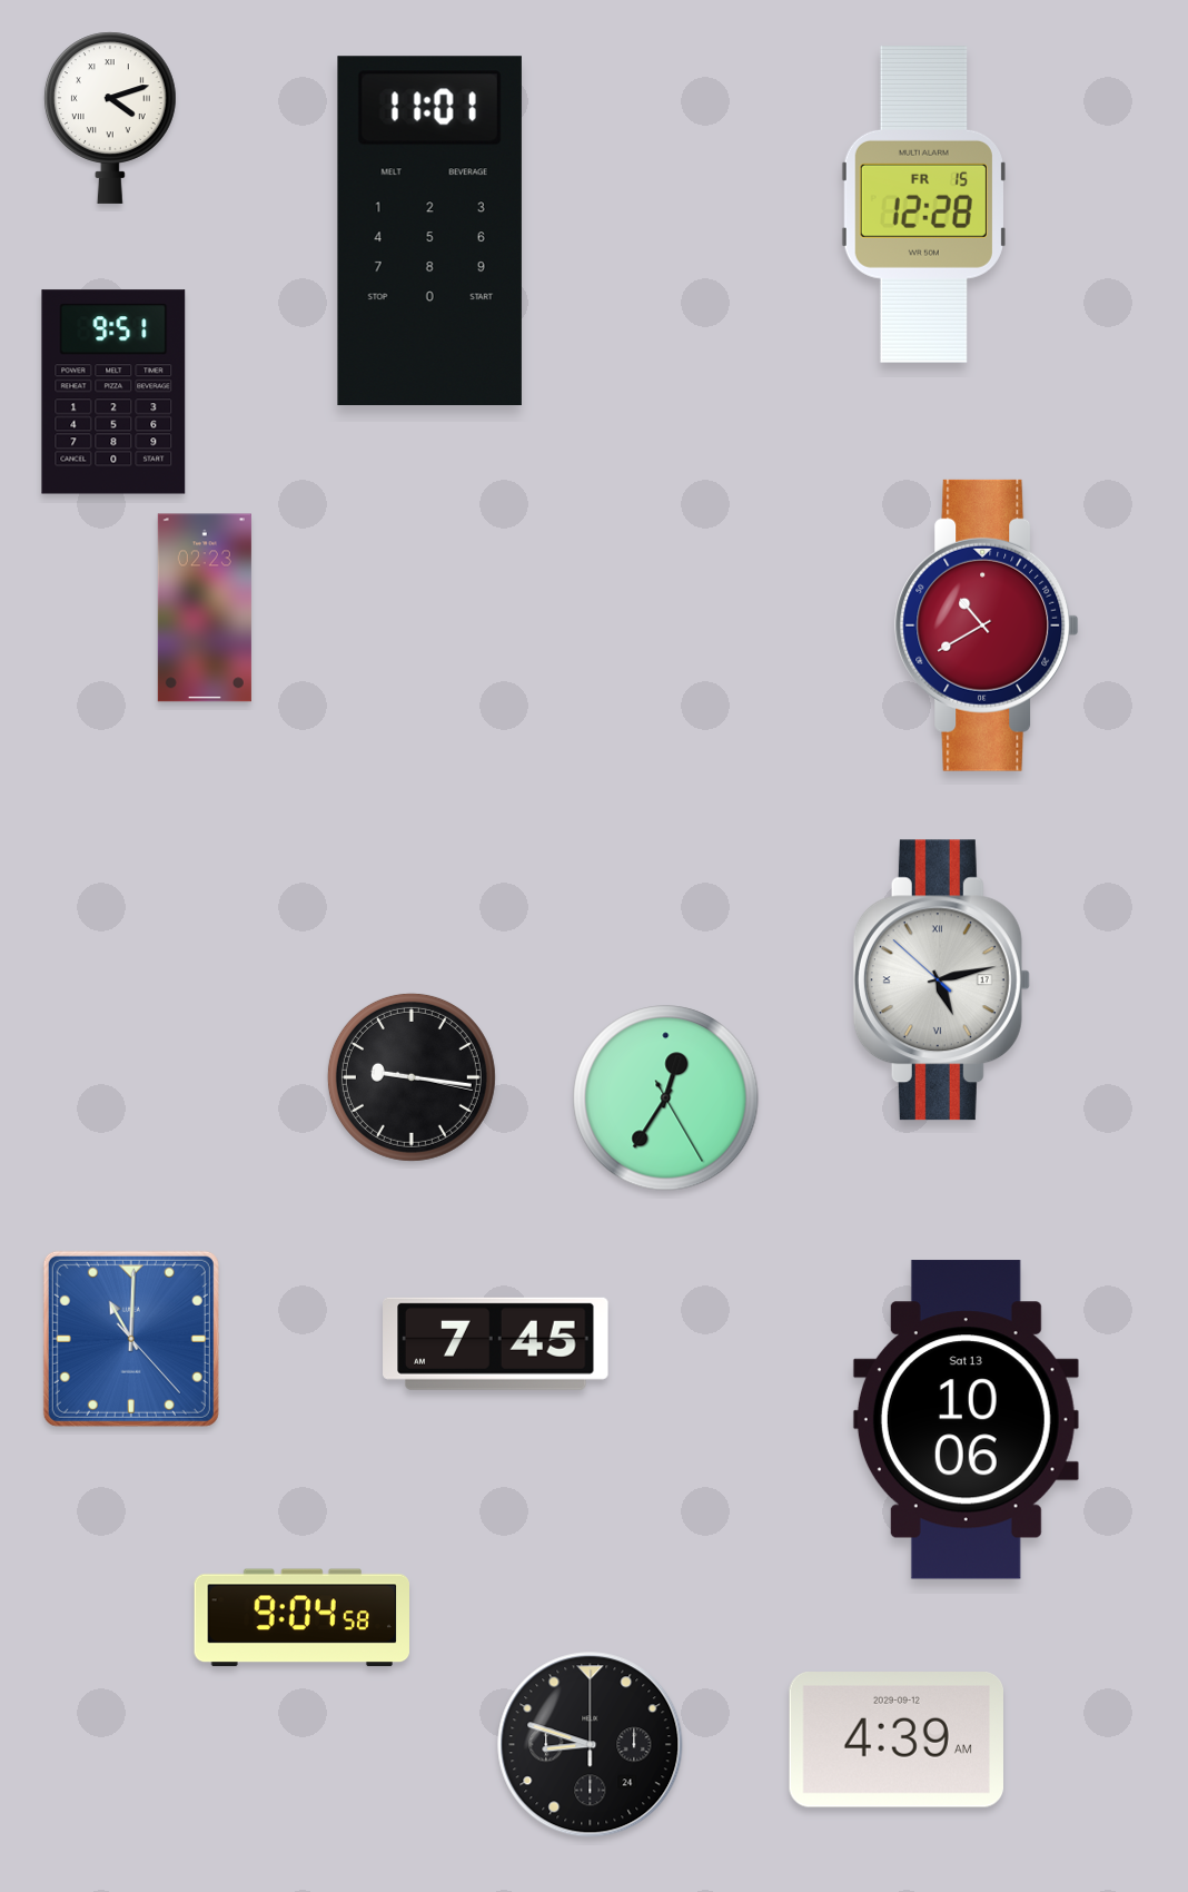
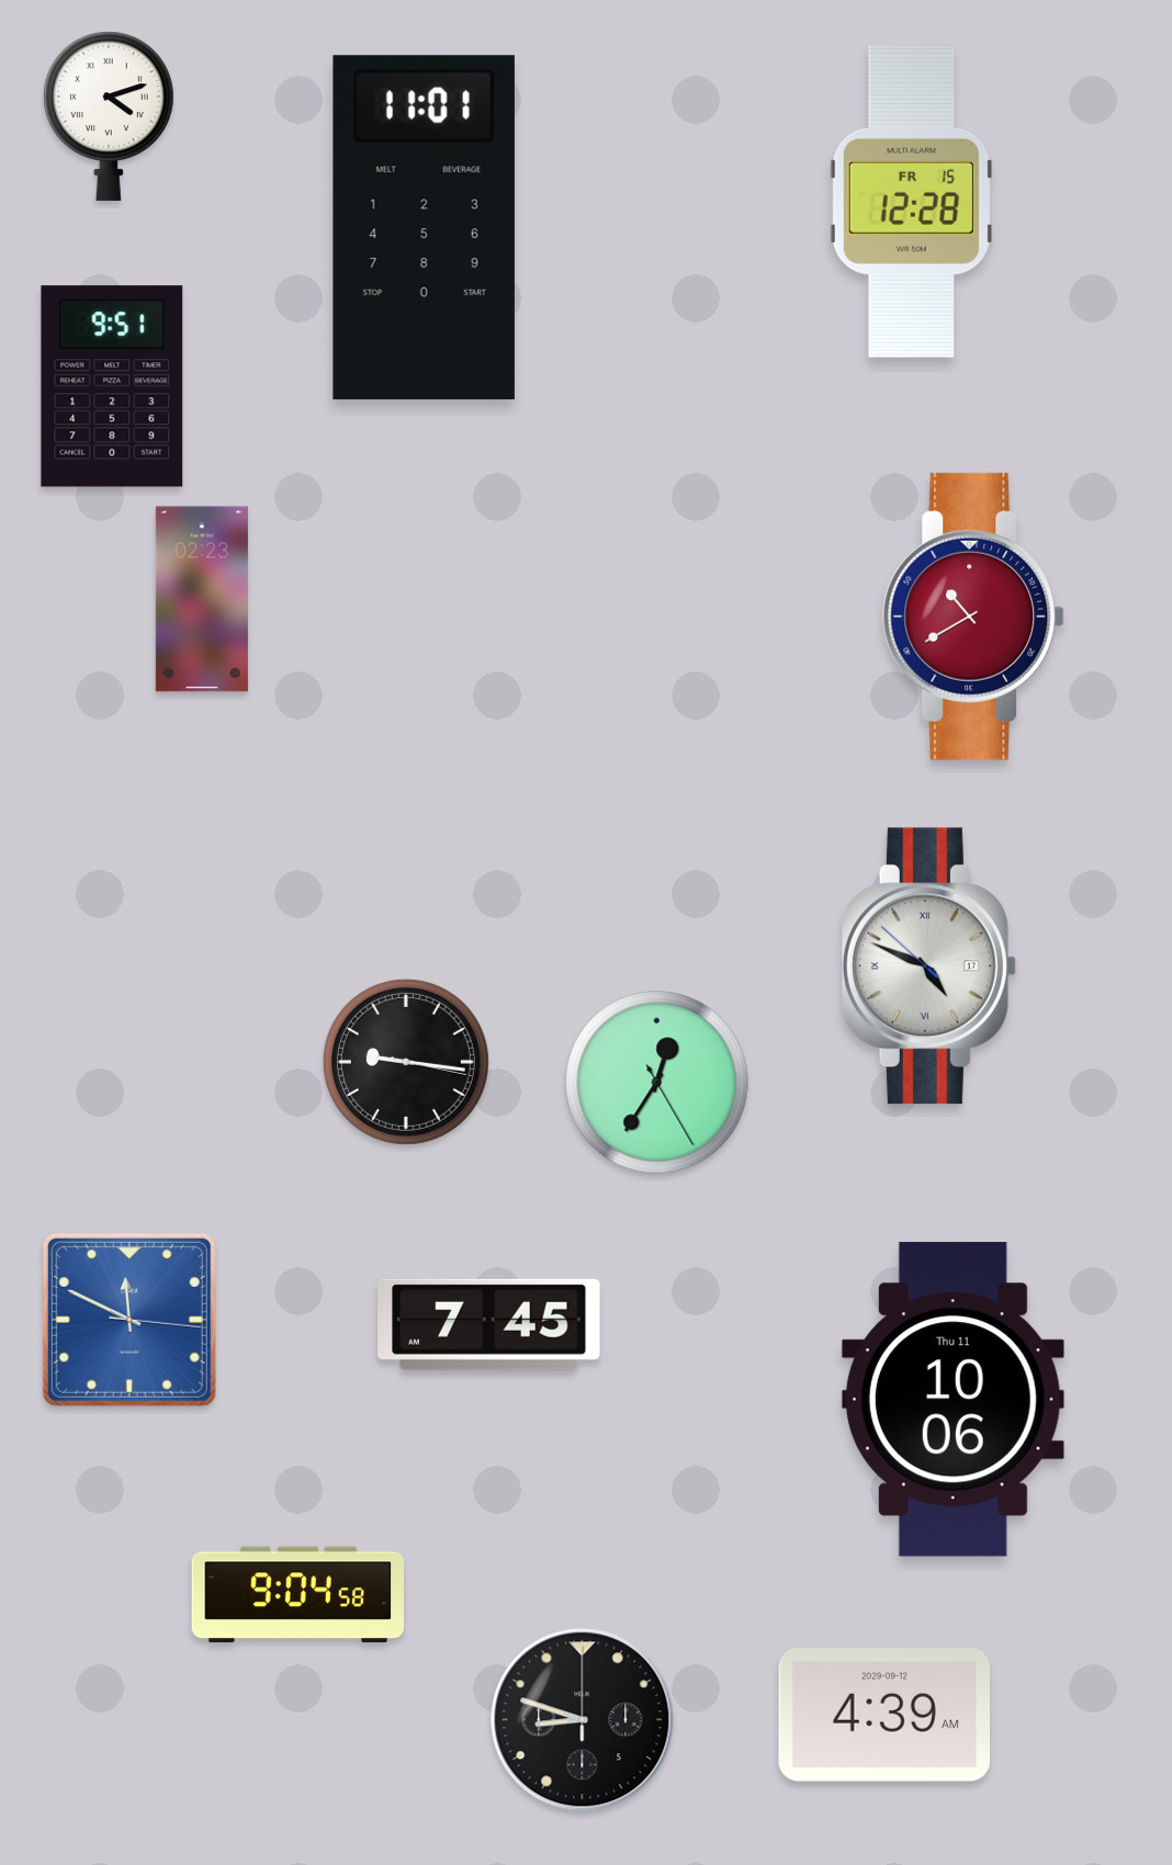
clock at (941, 981): 5:12 -> 4:48
clock at (131, 1339): 11:00 -> 11:49
clock at (966, 1420) date: Sat 13 -> Thu 11
clock at (591, 1745) date: 24 -> 5
